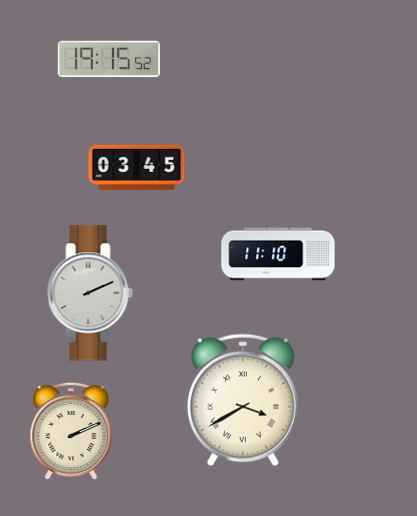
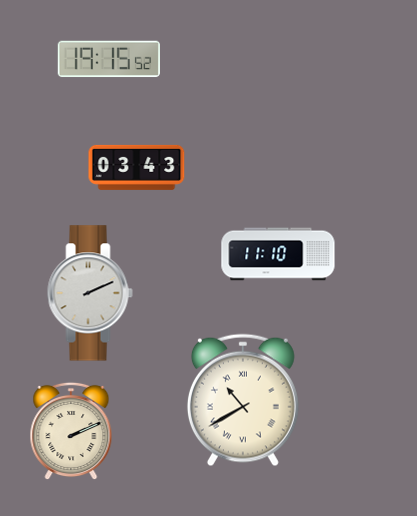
clock at (137, 167): 03:45 -> 03:43
clock at (243, 400): 3:40 -> 10:40
